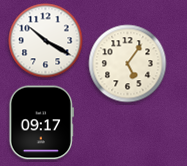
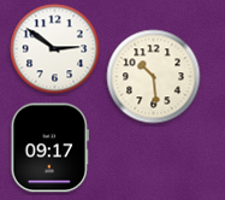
clock at (46, 41): 10:20 -> 2:51
clock at (128, 64): 5:06 -> 10:29
